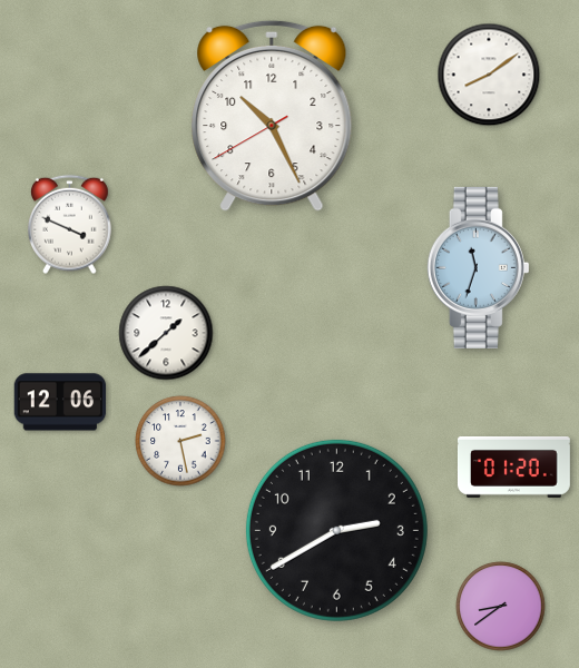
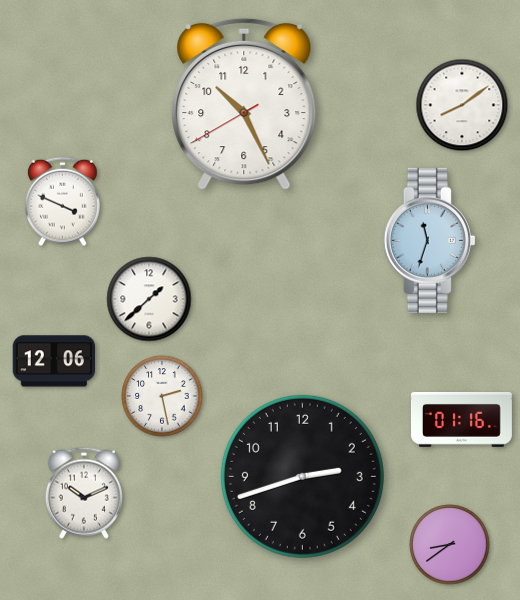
clock at (489, 75) position: (489, 75) -> (462, 105)
clock at (513, 466): 01:20 -> 01:16
clock at (336, 530): 2:40 -> 2:42
clock at (84, 493): none -> 10:11
